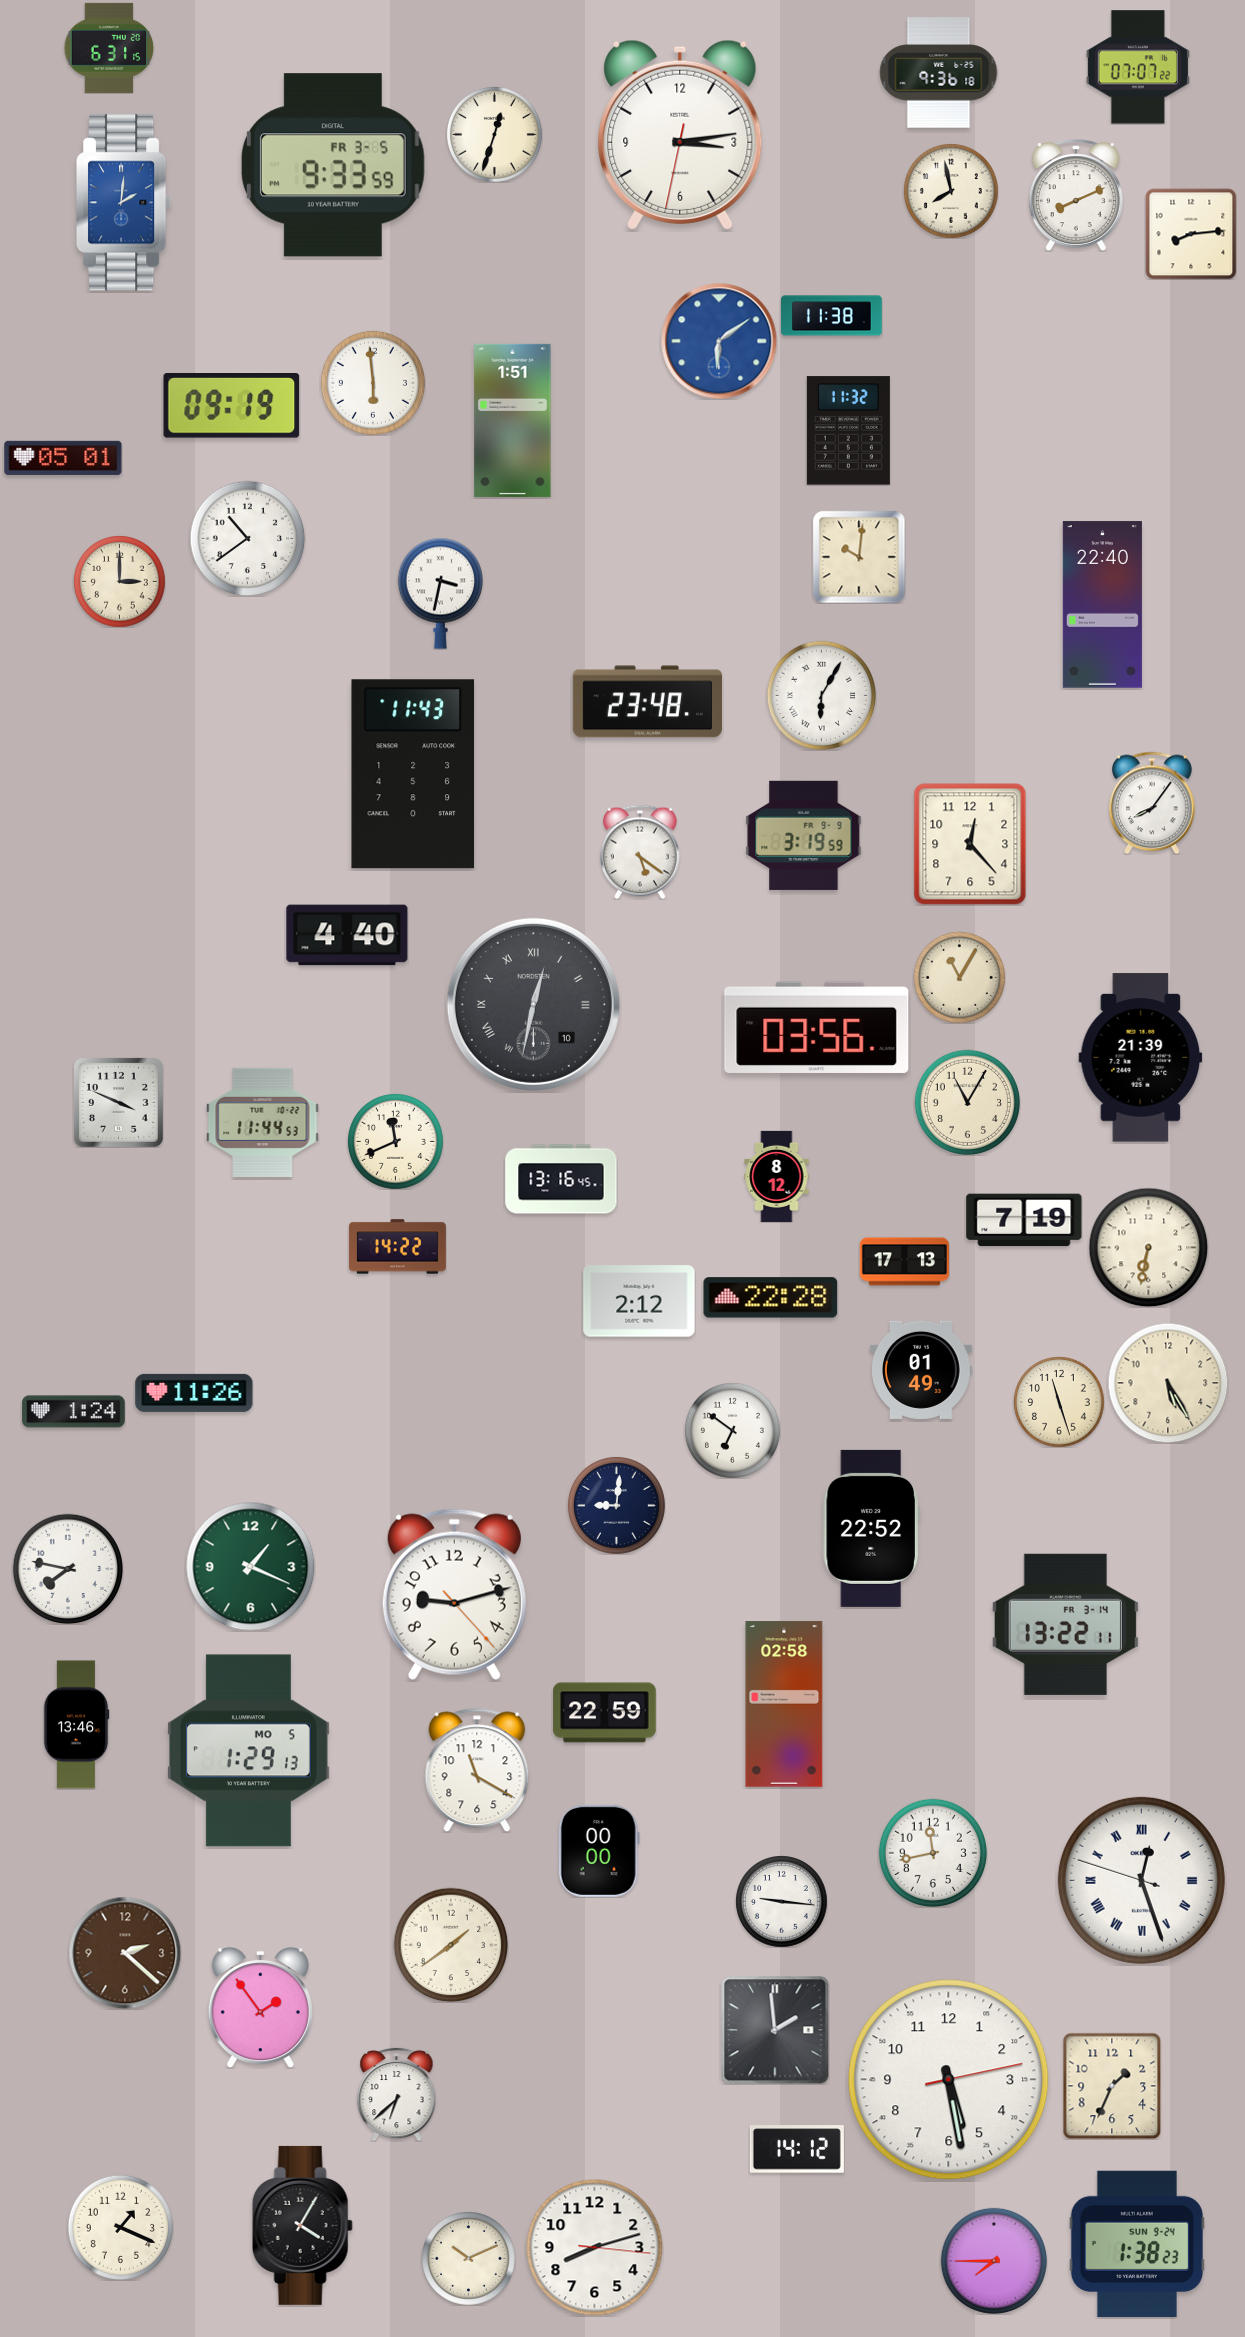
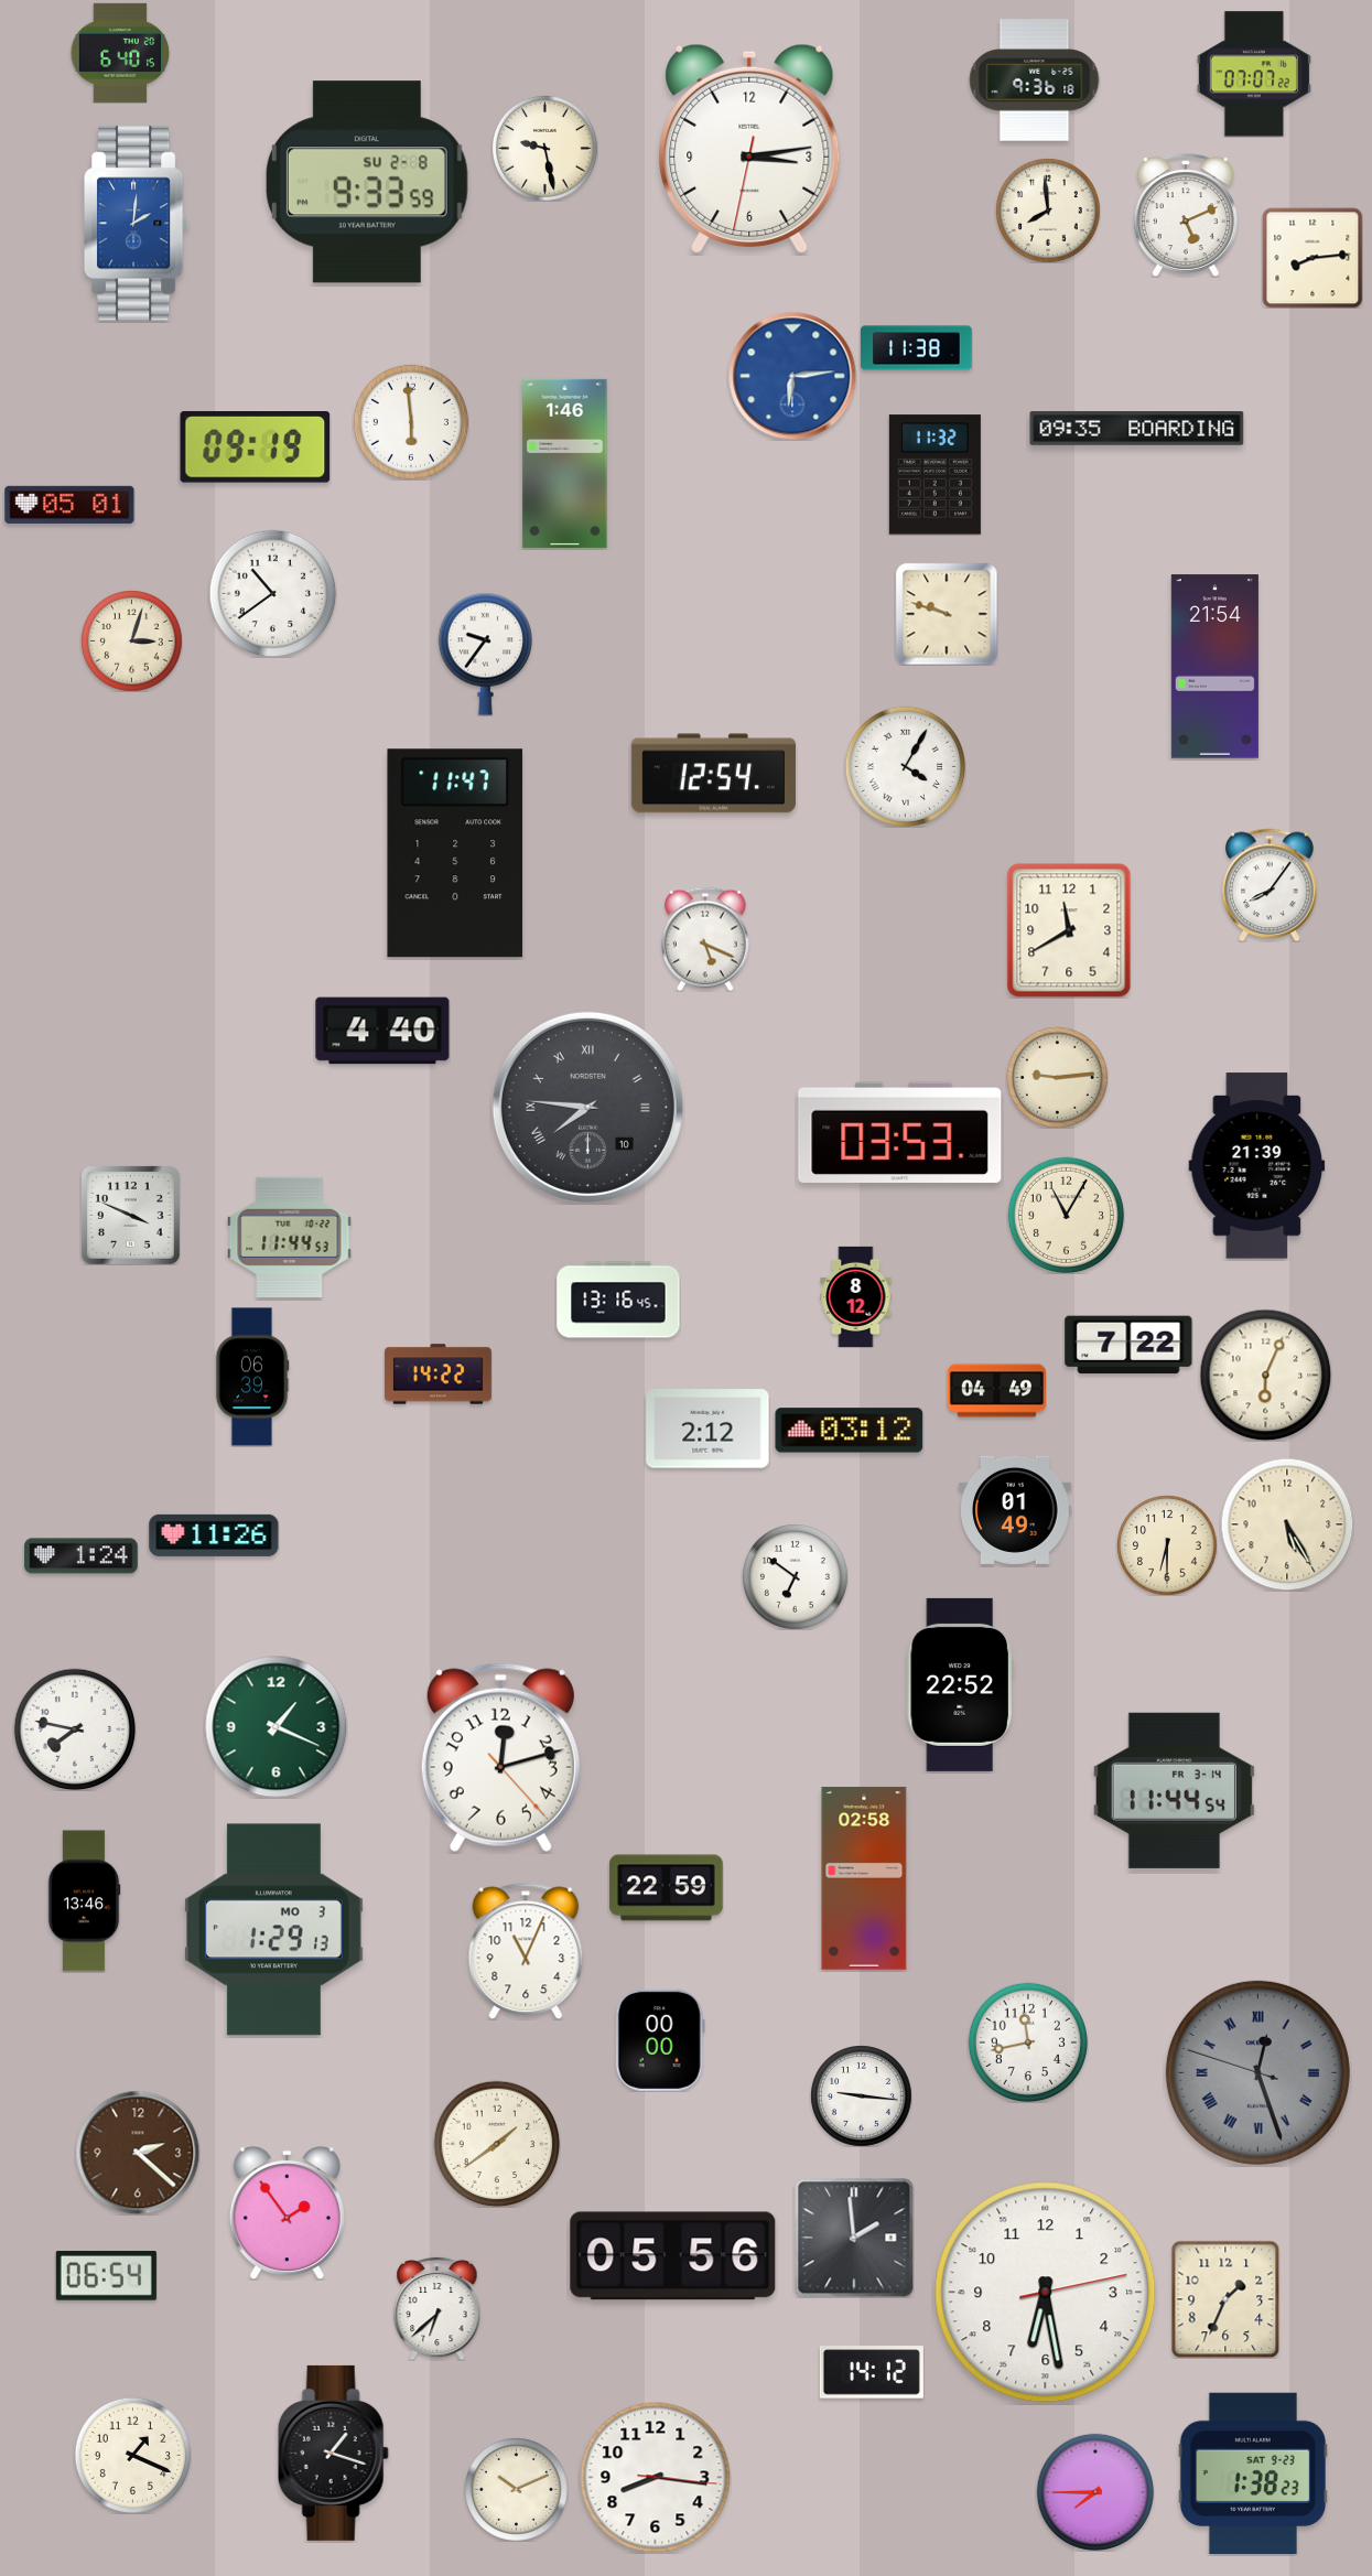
clock at (109, 48): 6:31 -> 6:40
clock at (494, 134): 12:33 -> 9:28
clock at (333, 165) date: FR 3-5 -> SU 2-8
clock at (951, 191): 7:58 -> 7:59
clock at (1076, 195): 8:11 -> 5:11
clock at (719, 341): 6:09 -> 6:14
clock at (1137, 429): none -> 09:35
clock at (513, 420): 1:51 -> 1:46
clock at (859, 557): 10:01 -> 9:48
clock at (119, 581): 3:00 -> 3:03
clock at (440, 593): 3:32 -> 9:36
clock at (1102, 605): 22:40 -> 21:54
clock at (821, 695): 6:05 -> 4:05
clock at (647, 702): 23:48 -> 12:54
clock at (413, 774): 11:43 -> 11:47
clock at (804, 835): 3:19 -> none
clock at (970, 844): 12:23 -> 11:40
clock at (641, 852): 5:21 -> 5:19
clock at (959, 977): 11:05 -> 9:14
clock at (533, 1004): 12:32 -> 7:46
clock at (817, 1027): 03:56 -> 03:53
clock at (395, 1141): 11:41 -> none
clock at (1024, 1220): 7:19 -> 7:22
clock at (1148, 1247): 6:32 -> 6:04
clock at (252, 1377): none -> 06:39
clock at (904, 1262): 17:13 -> 04:49
clock at (771, 1298): 22:28 -> 03:12
clock at (639, 1301) position: (639, 1301) -> (707, 1429)
clock at (1059, 1402): 11:27 -> 6:30
clock at (732, 1430) position: (732, 1430) -> (795, 1576)
clock at (616, 1505): 9:01 -> none
clock at (454, 1594): 9:12 -> 12:12
clock at (1065, 1624): 13:22 -> 11:44
clock at (248, 1751) date: MO 5 -> MO 3
clock at (477, 1770): 11:20 -> 11:04
clock at (1141, 1880) dial: white -> grey
clock at (673, 2256): none -> 05:56
clock at (106, 2276): none -> 06:54
clock at (949, 2080): 5:28 -> 6:28
clock at (797, 2149) position: (797, 2149) -> (872, 2372)
clock at (302, 2225): 4:05 -> 1:18
clock at (1137, 2243) date: SUN 9-24 -> SAT 9-23
clock at (595, 2248): 8:12 -> 8:16
